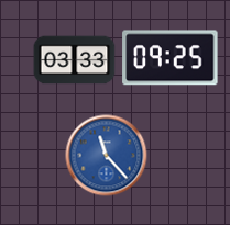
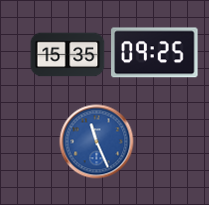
clock at (75, 60): 03:33 -> 15:35
clock at (107, 156): 11:23 -> 11:26
